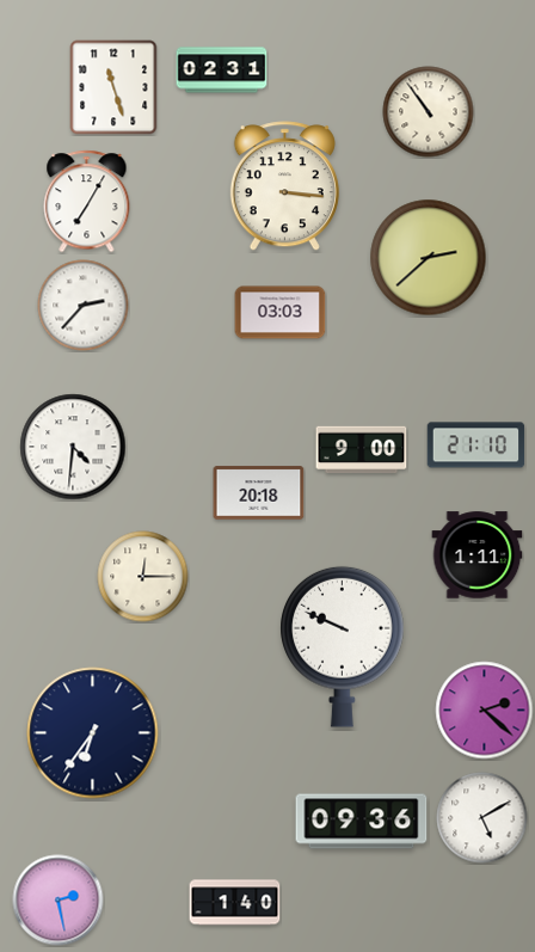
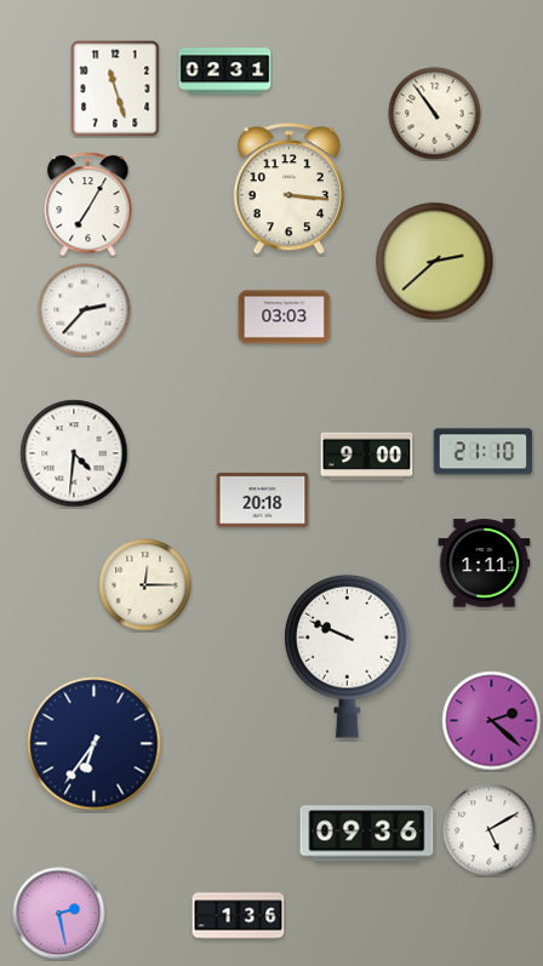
clock at (235, 903): 1:40 -> 1:36
